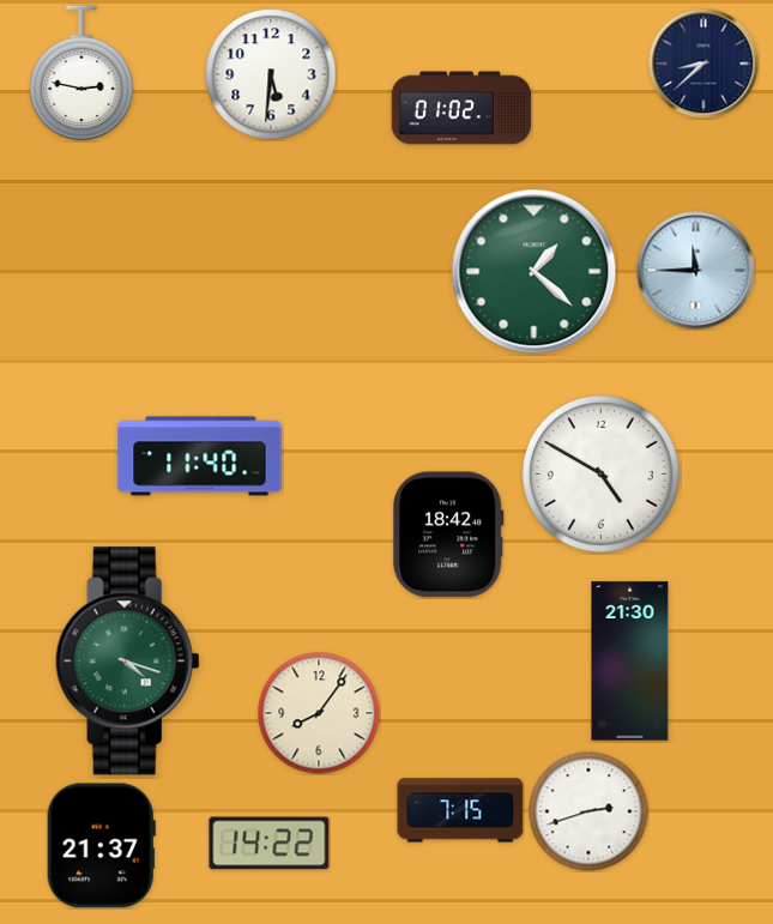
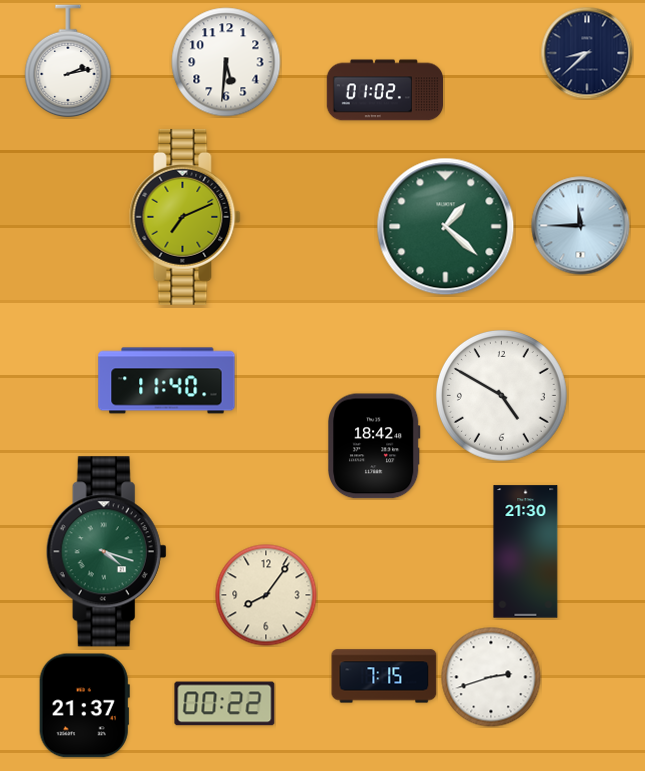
clock at (81, 73): 2:47 -> 2:13
clock at (185, 217): none -> 7:11
clock at (270, 844): 14:22 -> 00:22
